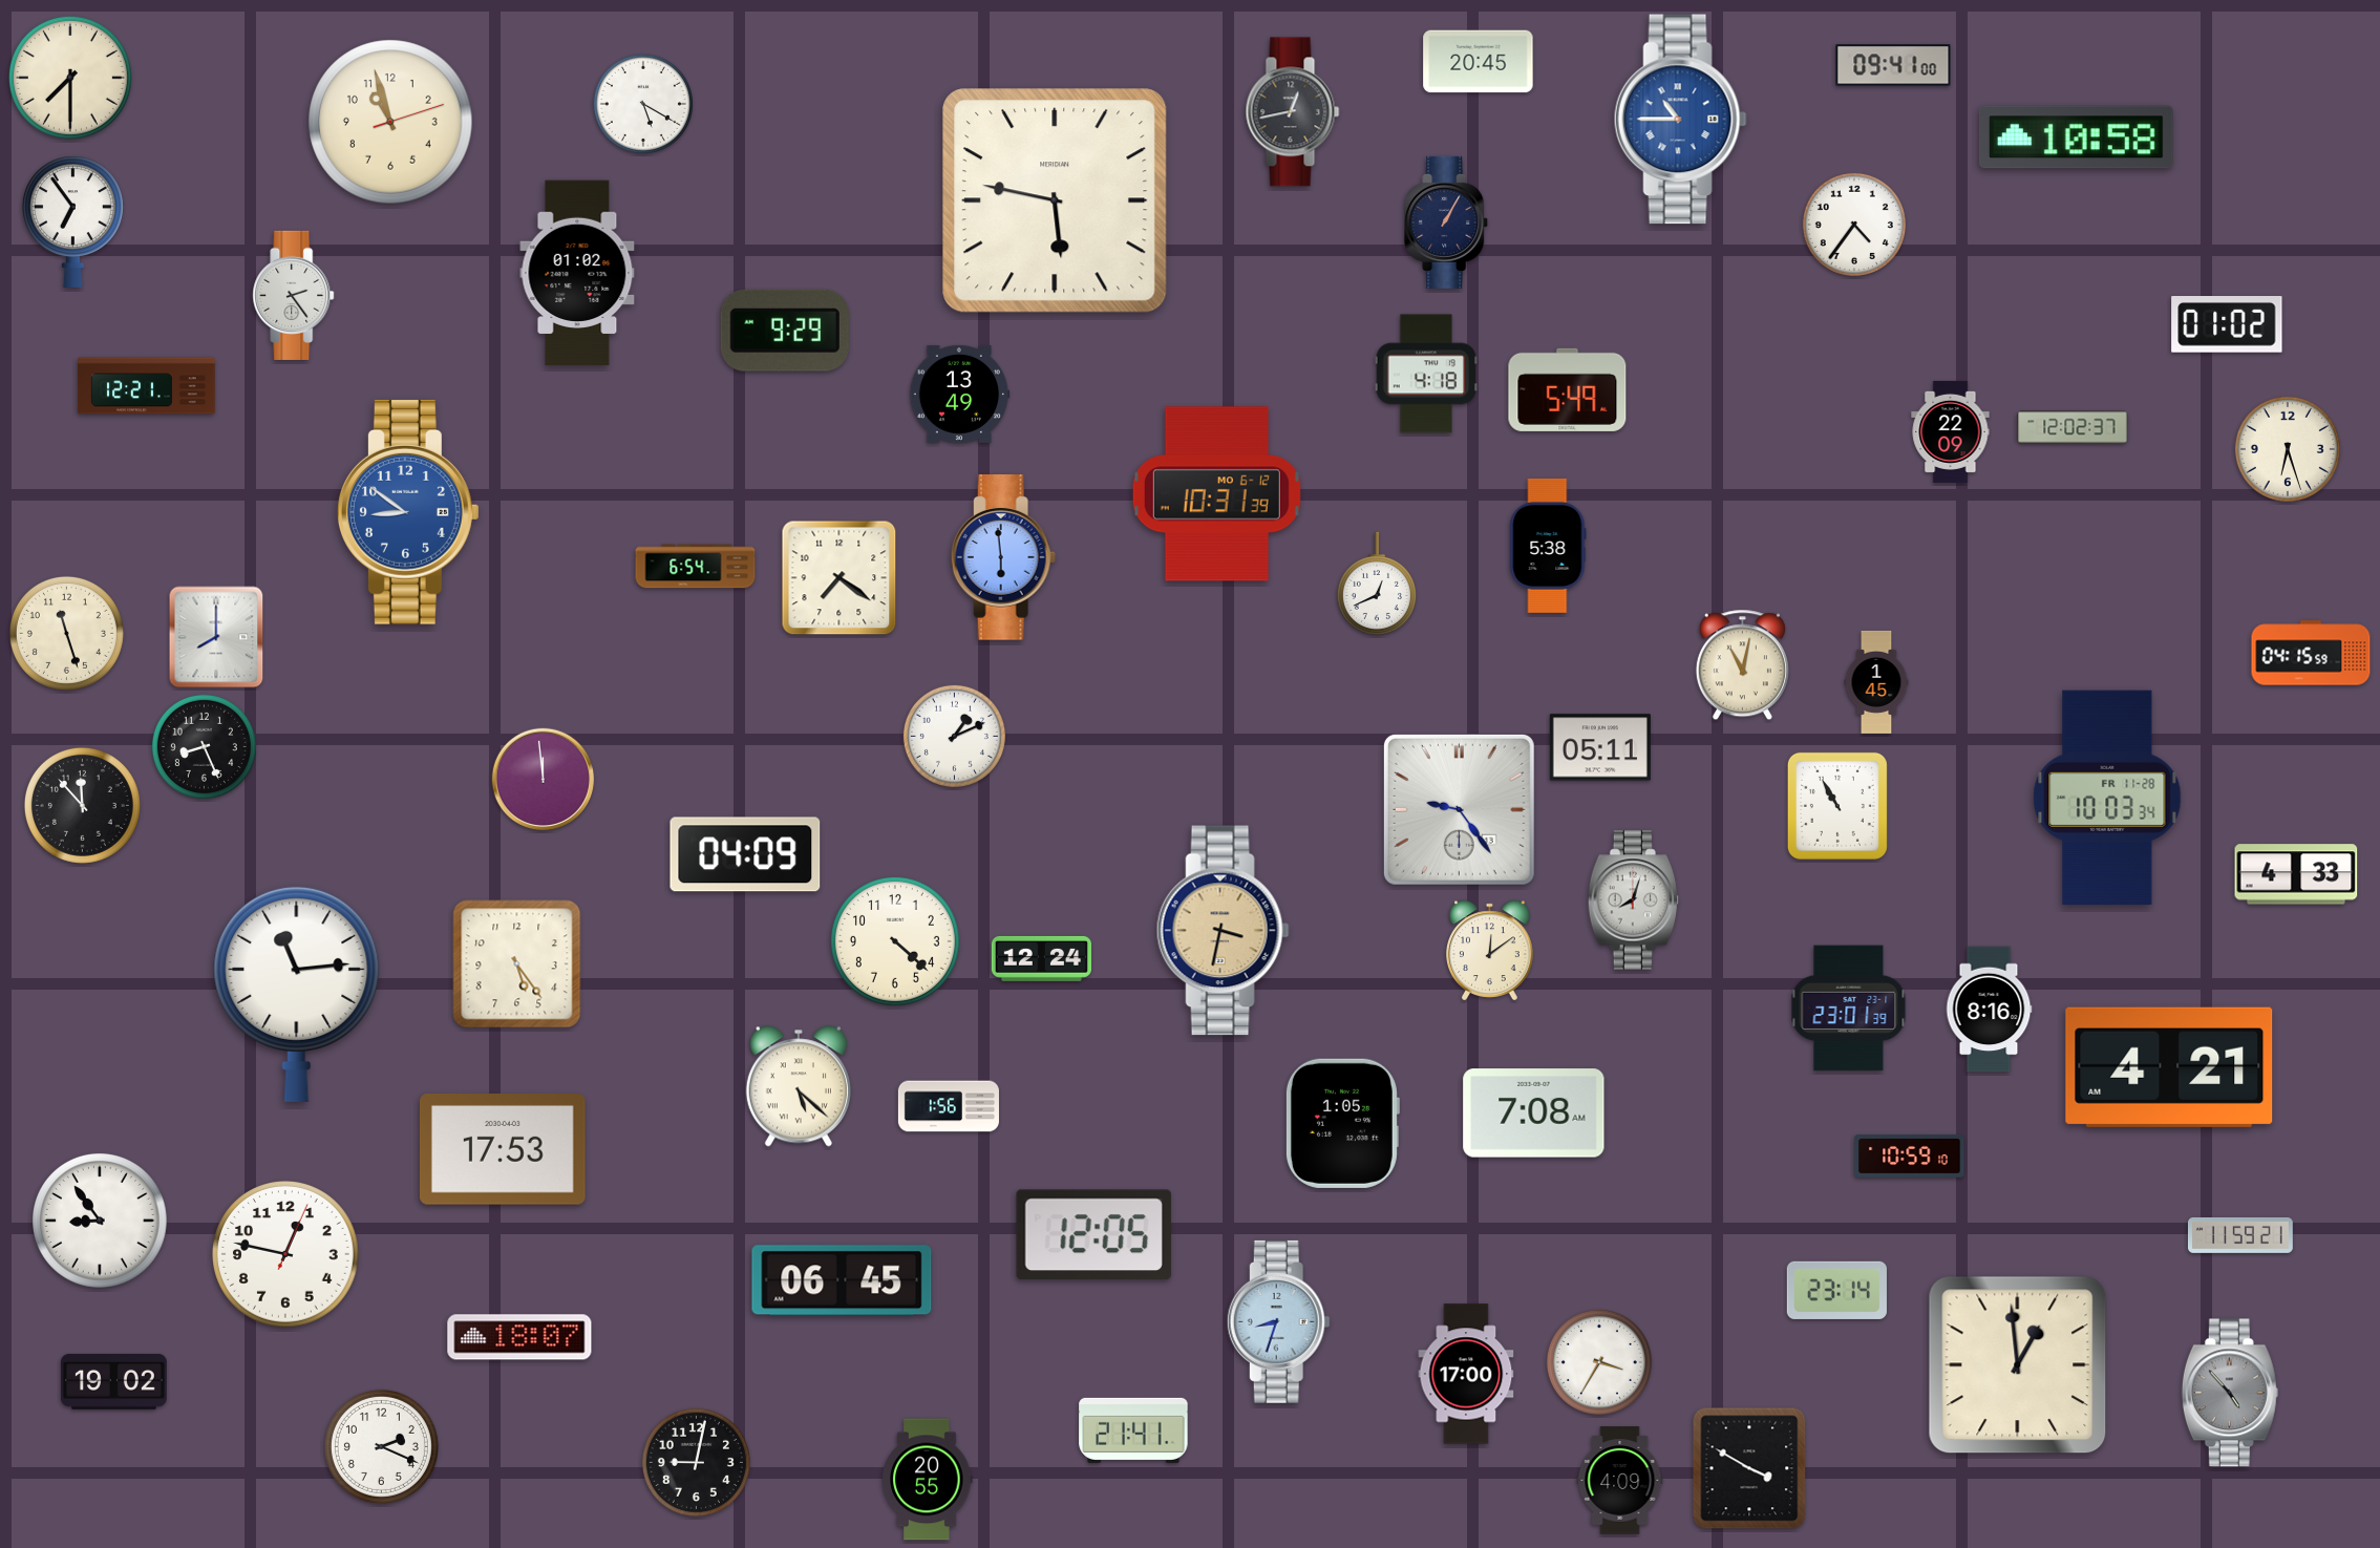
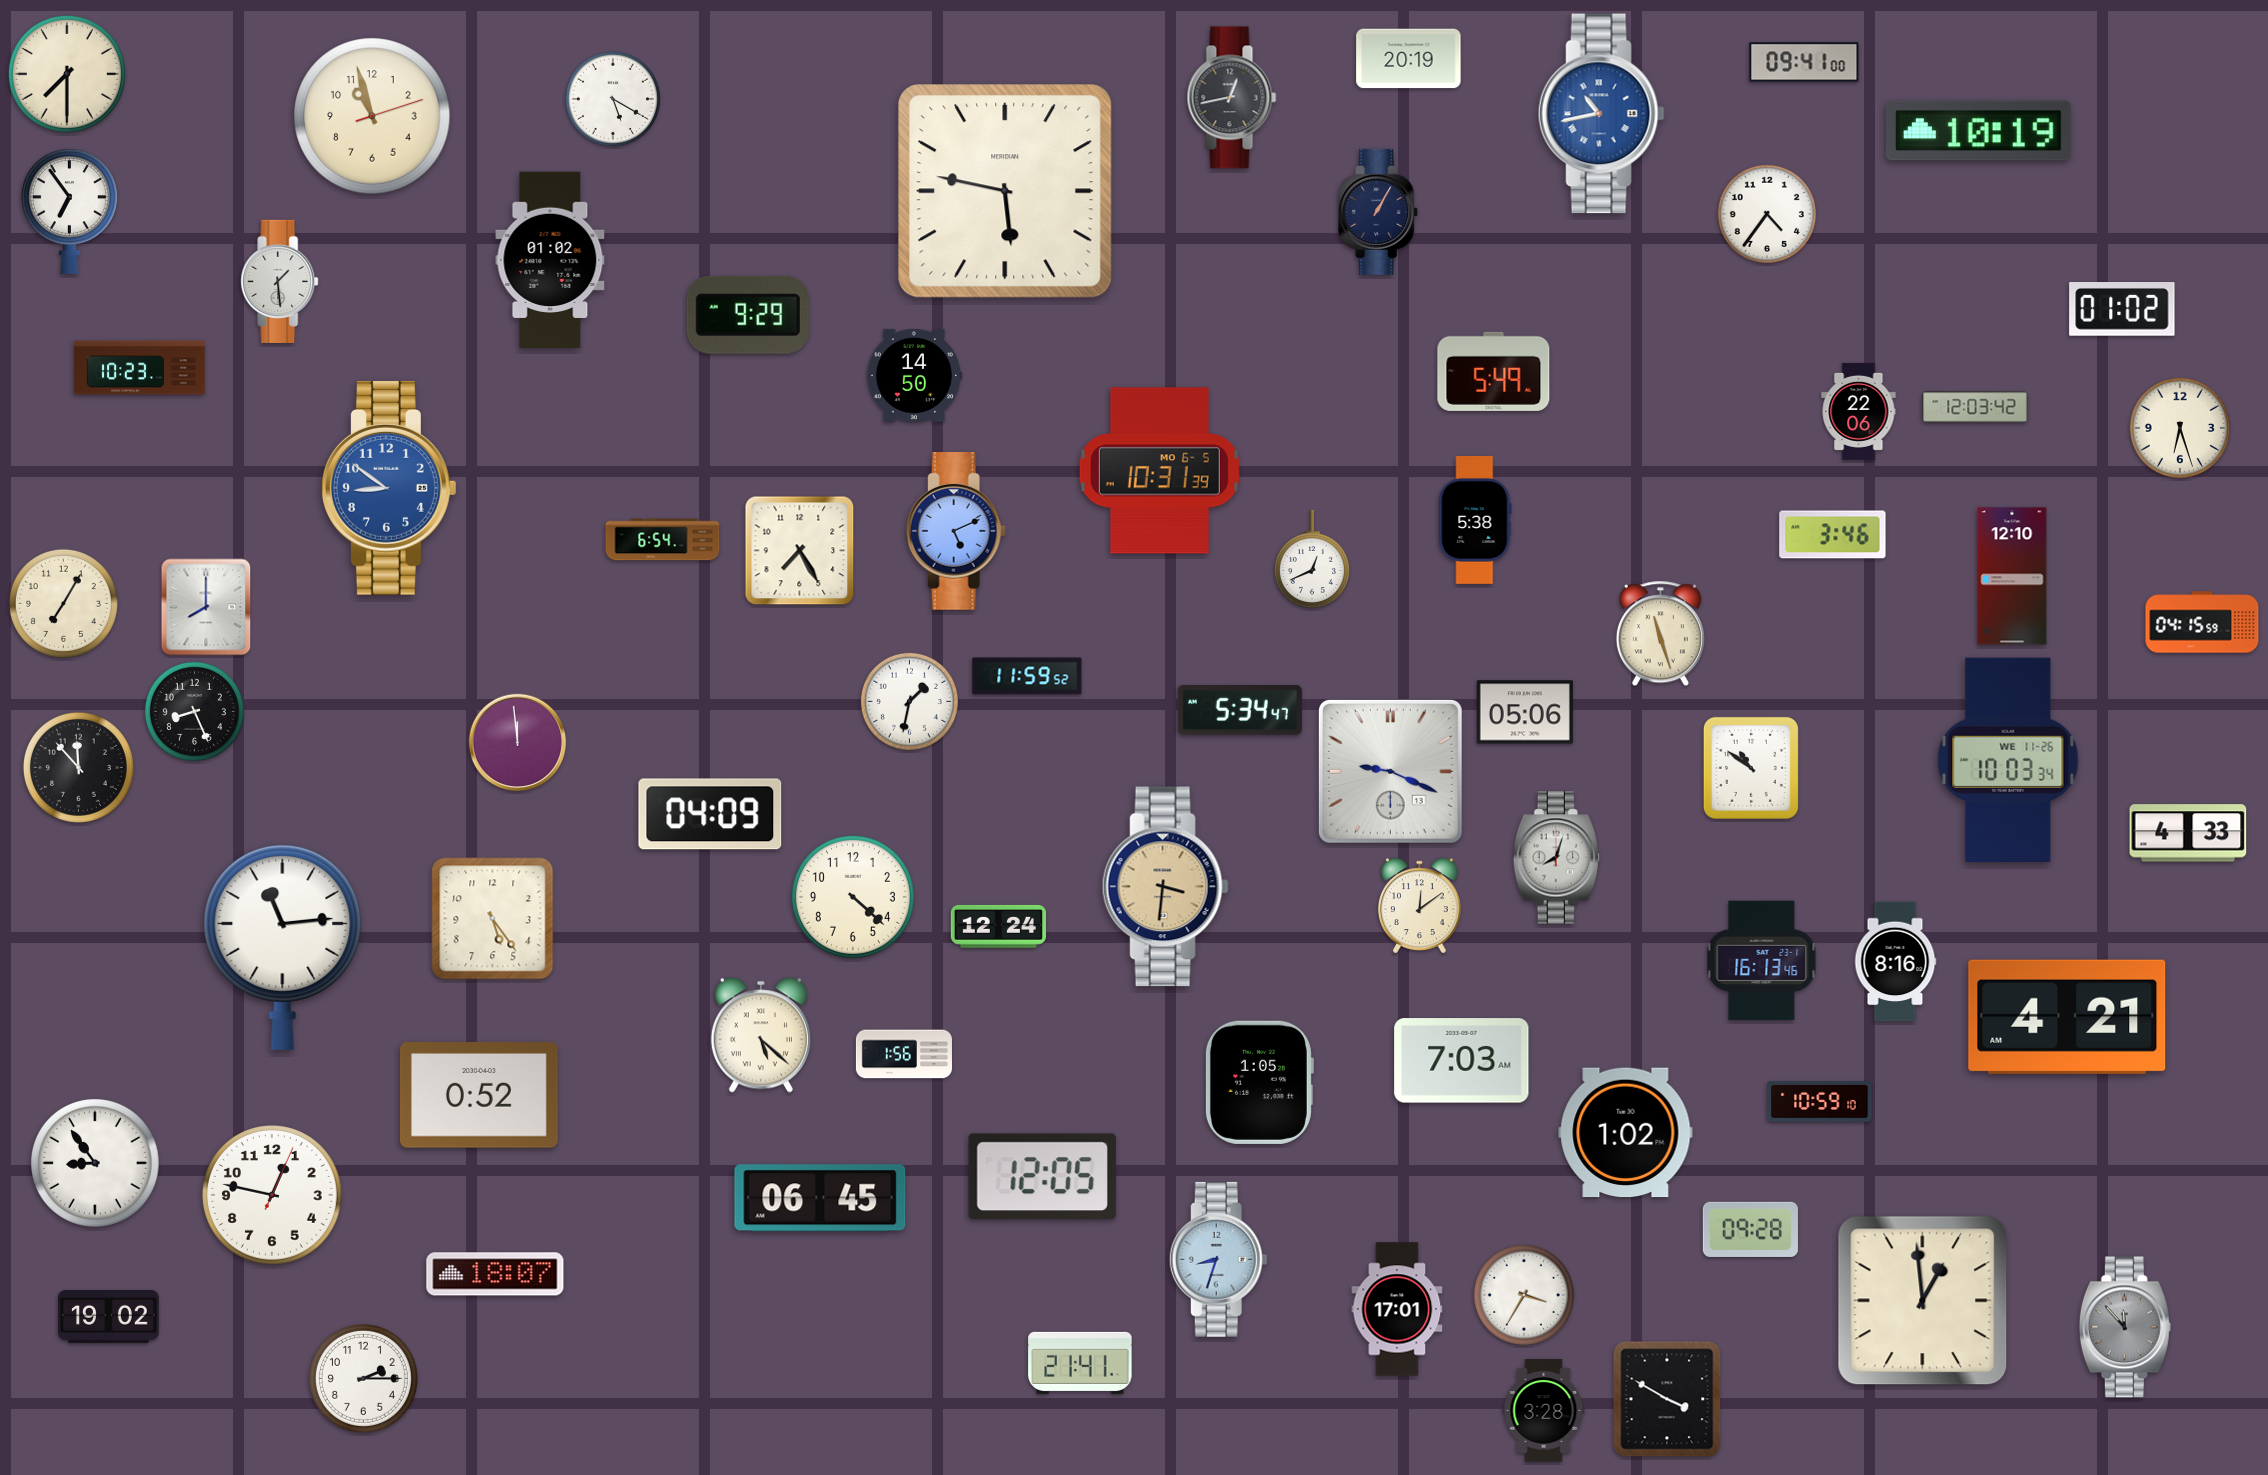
clock at (1479, 62): 20:45 -> 20:19
clock at (1293, 112) position: (1293, 112) -> (1232, 98)
clock at (1680, 120): 10:45 -> 10:43
clock at (2076, 137): 10:58 -> 10:19
clock at (294, 295): 2:24 -> 1:29
clock at (1426, 374): 4:18 -> none
clock at (147, 386): 12:21 -> 10:23
clock at (959, 394): 13:49 -> 14:50
clock at (2073, 427): 12:02 -> 12:03
clock at (1951, 431): 22:09 -> 22:06
clock at (1216, 494) date: MO 6-12 -> MO 6-5
clock at (1003, 558): 5:59 -> 5:11
clock at (1833, 535): none -> 3:46
clock at (840, 578): 7:21 -> 7:25
clock at (1377, 584) position: (1377, 584) -> (1312, 559)
clock at (2012, 576): none -> 12:10
clock at (66, 633): 11:27 -> 7:05
clock at (1742, 665): 11:02 -> 11:27
clock at (1876, 682): 1:45 -> none
clock at (1027, 676): none -> 11:59
clock at (954, 736): 1:11 -> 1:32
clock at (1240, 710): none -> 5:34
clock at (1600, 747): 05:11 -> 05:06
clock at (2107, 797) date: FR 11-28 -> WE 11-26
clock at (1837, 806): 10:55 -> 10:51
clock at (1459, 809): 9:24 -> 9:19
clock at (1223, 931): 3:32 -> 3:31
clock at (1041, 958) position: (1041, 958) -> (998, 926)
clock at (1849, 1009): 23:01 -> 16:13
clock at (1534, 1114): 7:08 -> 7:03
clock at (1342, 1123) position: (1342, 1123) -> (1259, 1082)
clock at (503, 1150): 17:53 -> 0:52
clock at (1626, 1133): none -> 1:02
clock at (2240, 1235): 11:59 -> none
clock at (842, 1280) position: (842, 1280) -> (820, 1198)
clock at (1836, 1290): 23:14 -> 09:28
clock at (1599, 1362) position: (1599, 1362) -> (1524, 1295)
clock at (1466, 1374): 17:00 -> 17:01
clock at (2230, 1393): 4:53 -> 11:53
clock at (381, 1446): 2:19 -> 2:15
clock at (696, 1462): 9:02 -> none
clock at (928, 1480): 20:55 -> none
clock at (1620, 1481): 4:09 -> 3:28
